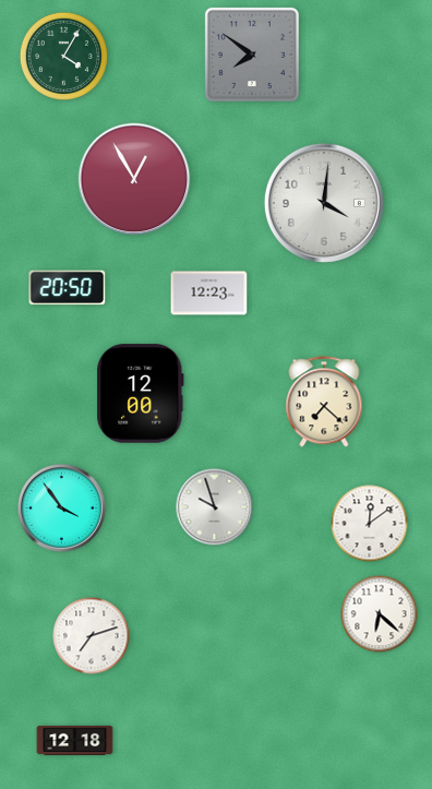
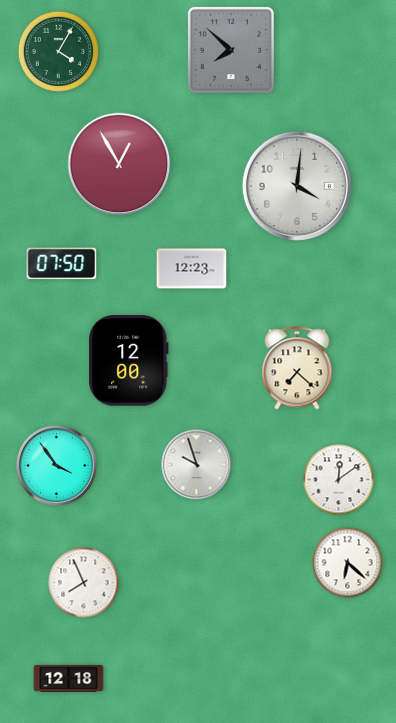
clock at (252, 55): 7:51 -> 7:52
clock at (134, 179) position: (134, 179) -> (119, 164)
clock at (68, 288): 20:50 -> 07:50
clock at (92, 636): 7:12 -> 7:56
